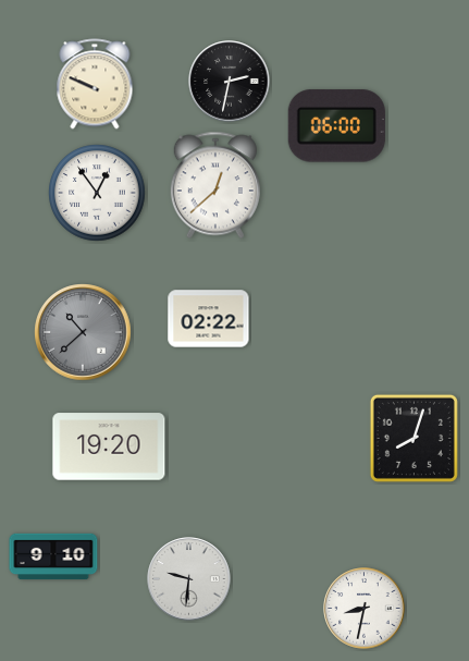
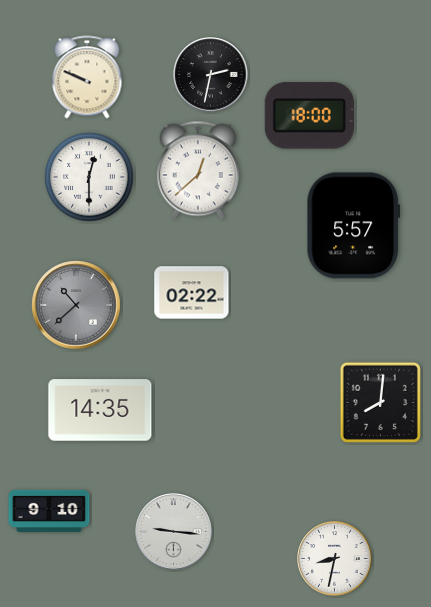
clock at (336, 126): 06:00 -> 18:00
clock at (97, 193): 12:54 -> 12:30
clock at (354, 226): none -> 5:57
clock at (414, 438): 8:03 -> 8:01
clock at (109, 446): 19:20 -> 14:35
clock at (189, 579): 9:31 -> 9:16
